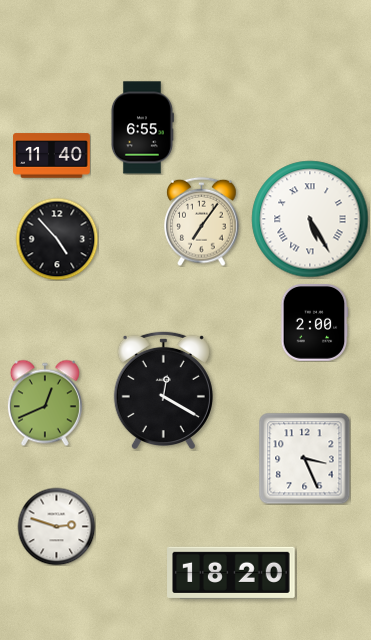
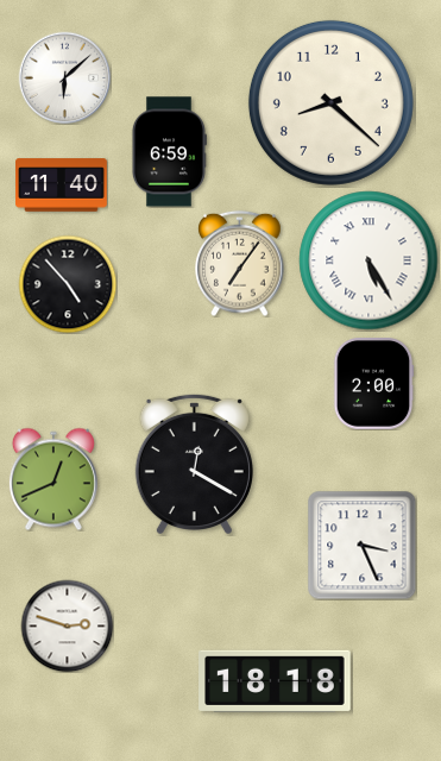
clock at (64, 77): none -> 6:08
clock at (330, 102): none -> 8:22
clock at (142, 128): 6:55 -> 6:59
clock at (231, 572): 18:20 -> 18:18
